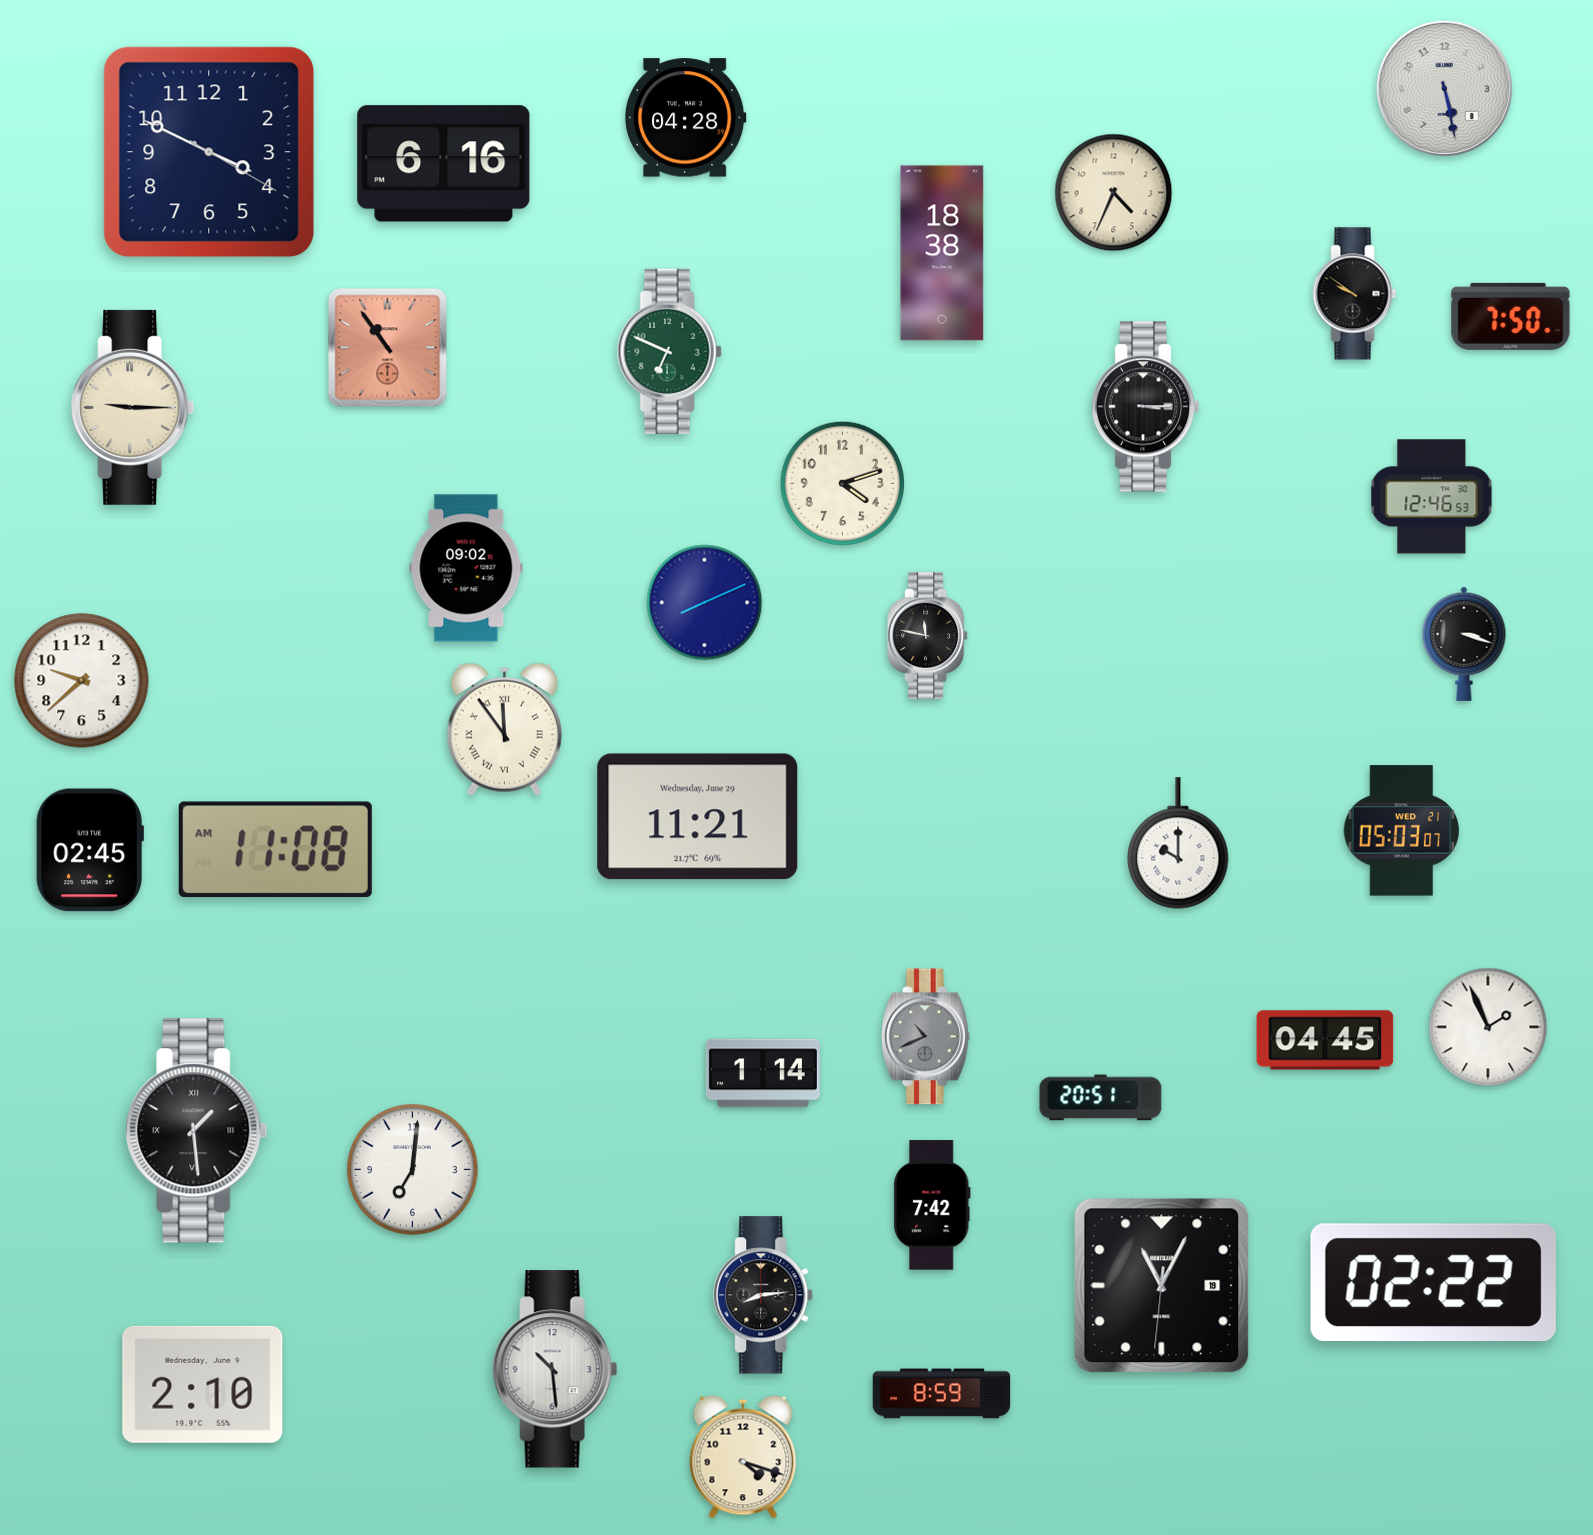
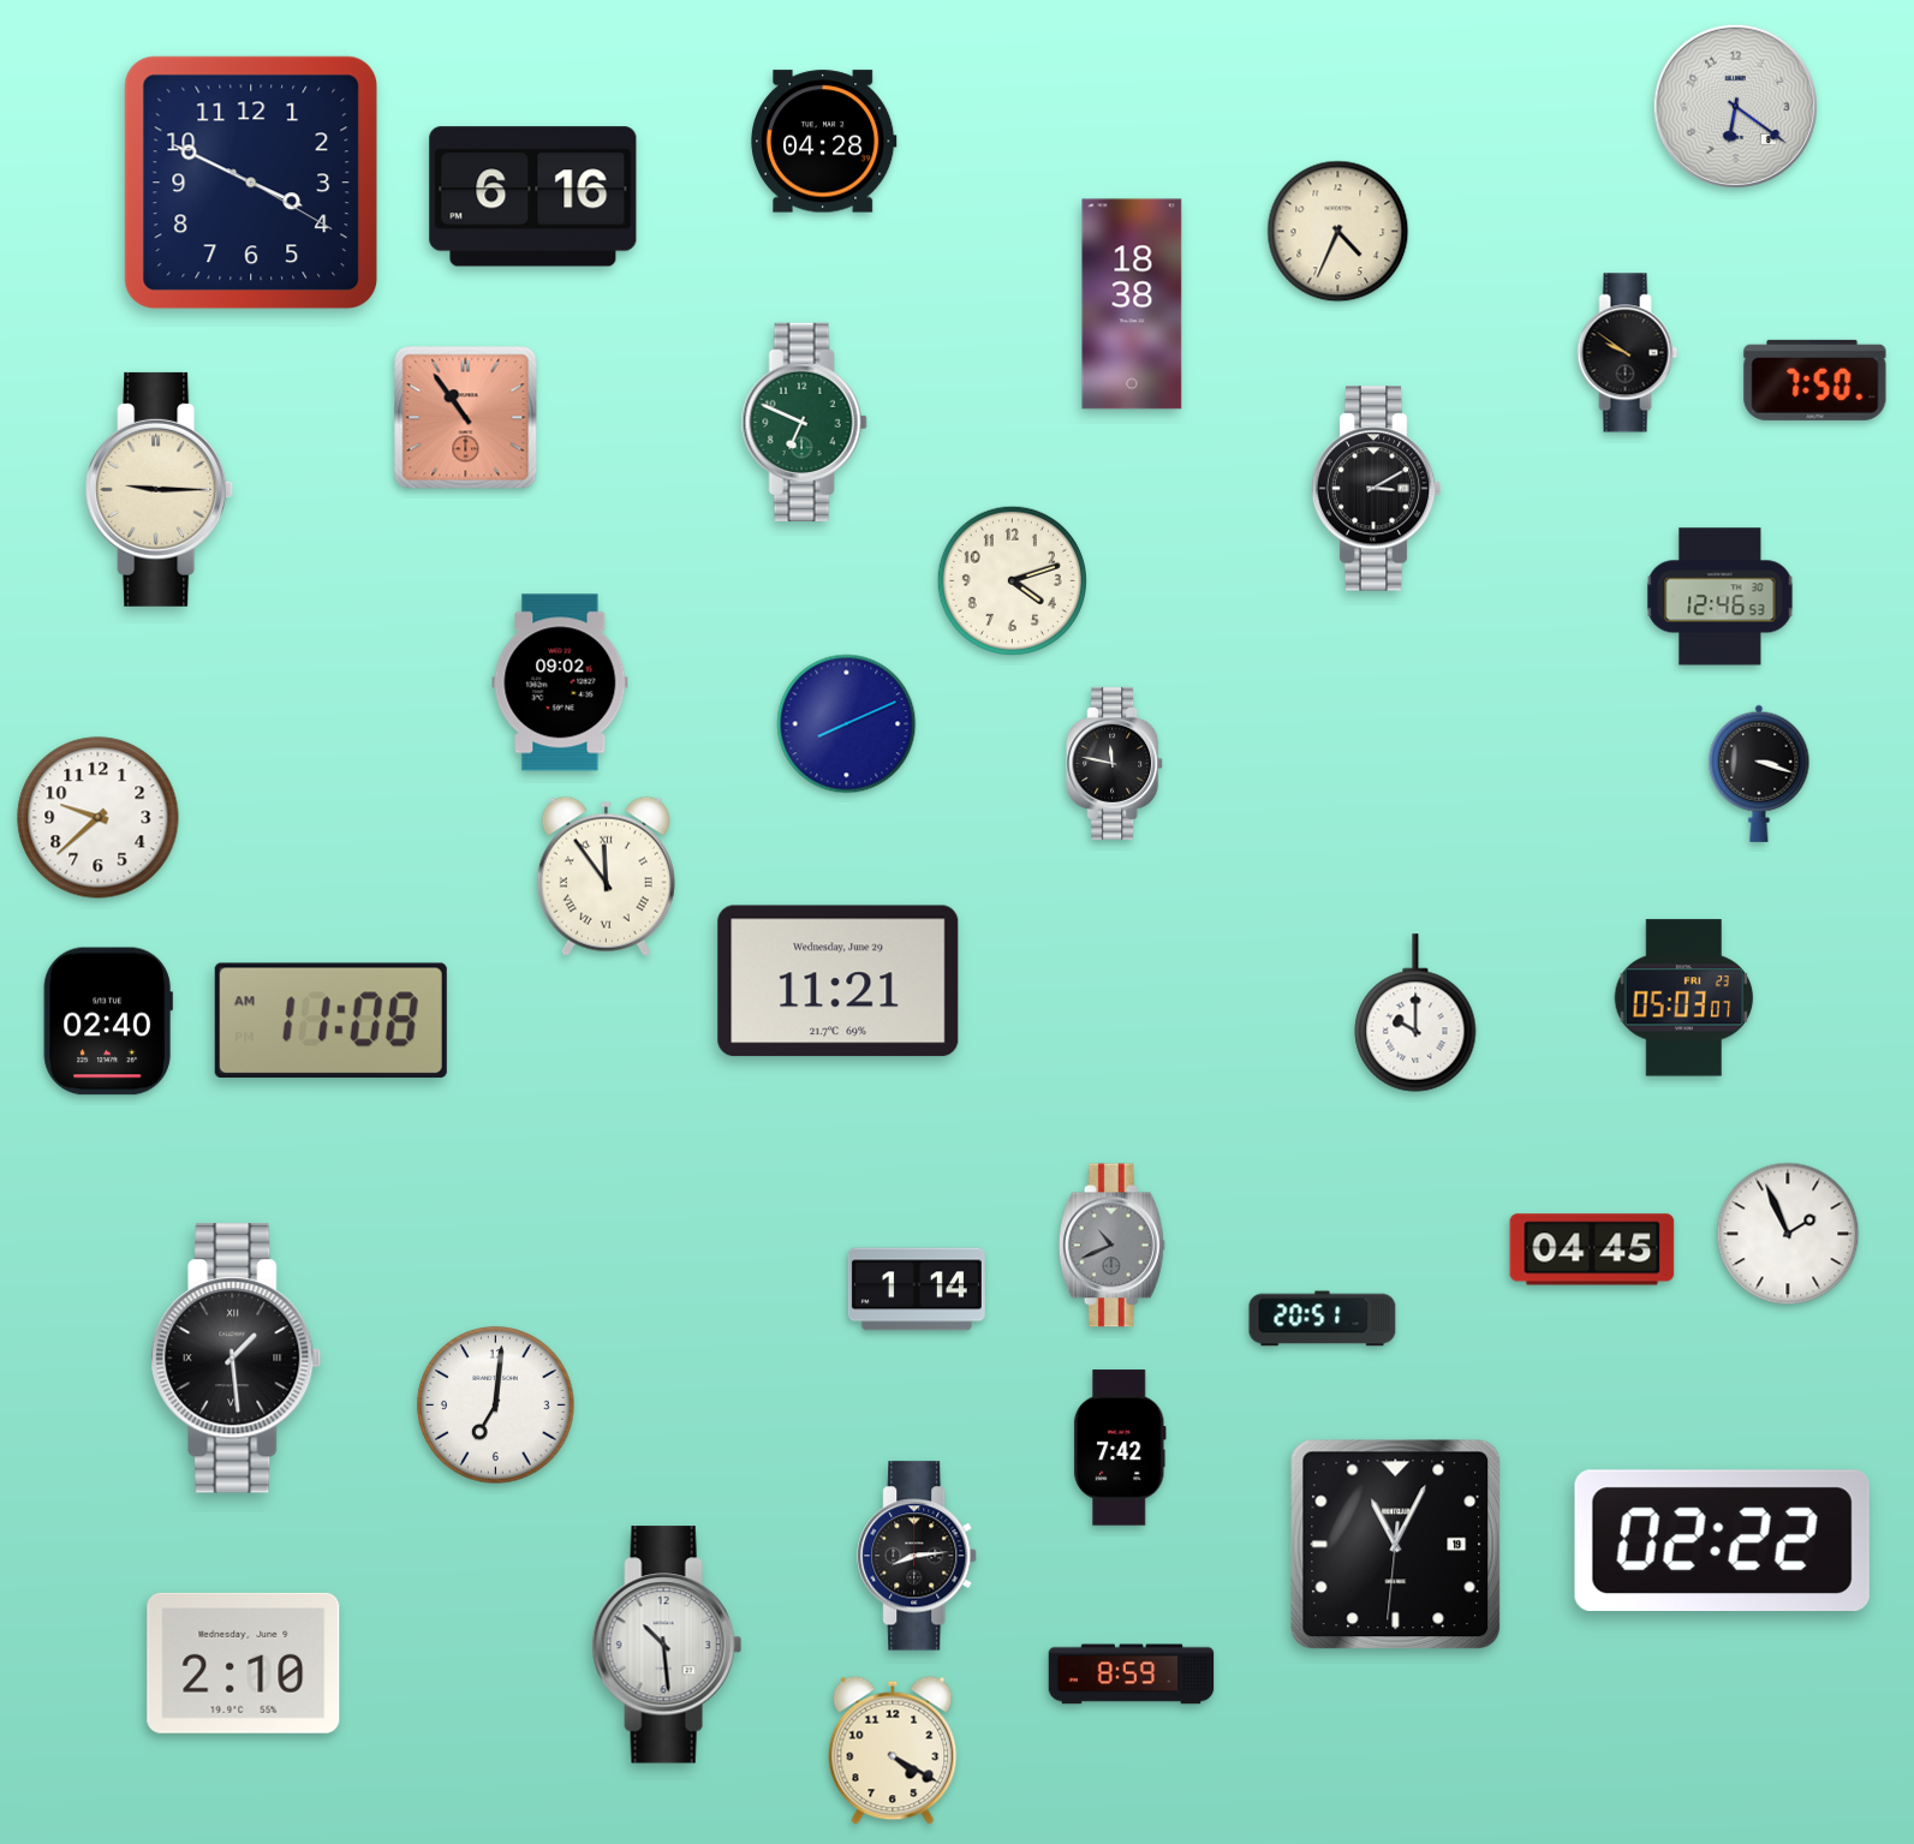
clock at (1444, 88): 5:28 -> 6:21
clock at (1145, 407): 3:15 -> 3:10
clock at (1402, 831) date: WED 21 -> FRI 23
clock at (90, 850): 02:45 -> 02:40
clock at (743, 1457): 4:18 -> 4:20
